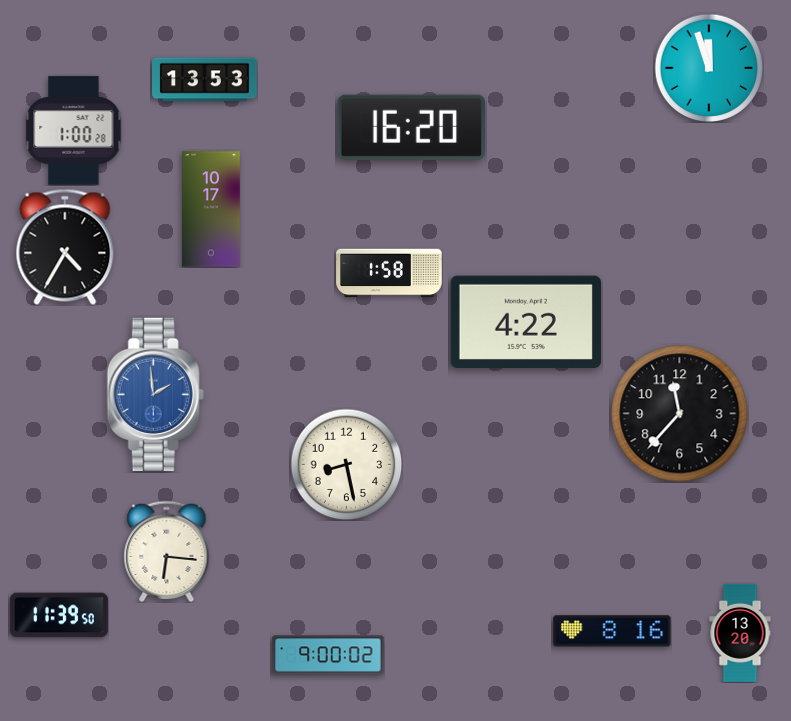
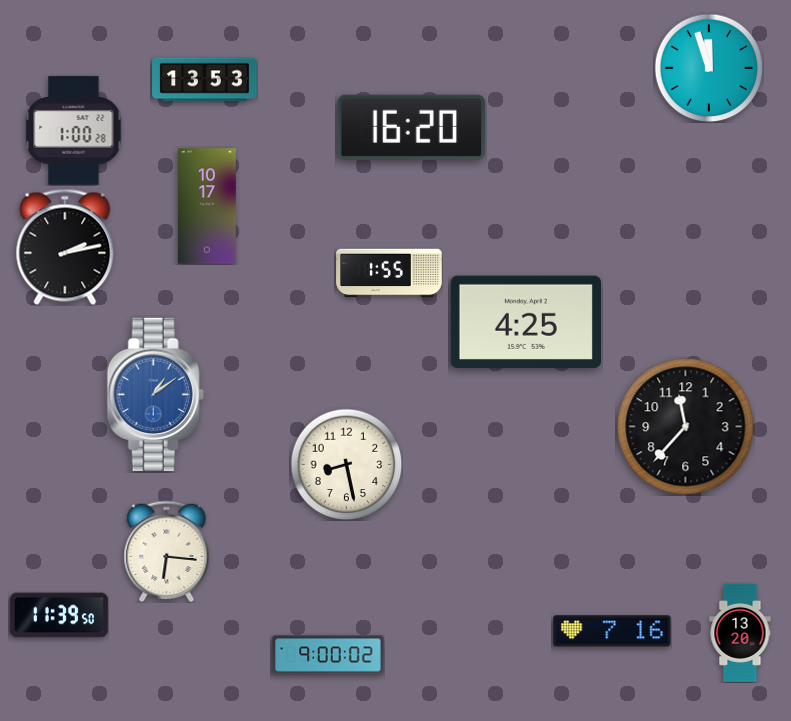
clock at (212, 209) position: (212, 209) -> (208, 206)
clock at (65, 247): 4:35 -> 2:13
clock at (389, 273): 1:58 -> 1:55
clock at (526, 321): 4:22 -> 4:25
clock at (155, 394): 1:59 -> 1:09
clock at (680, 414) position: (680, 414) -> (686, 427)
clock at (612, 631): 8:16 -> 7:16
